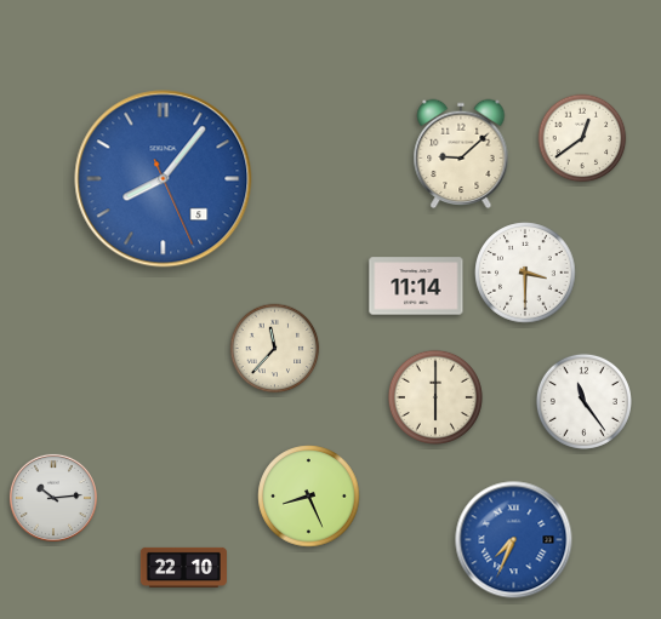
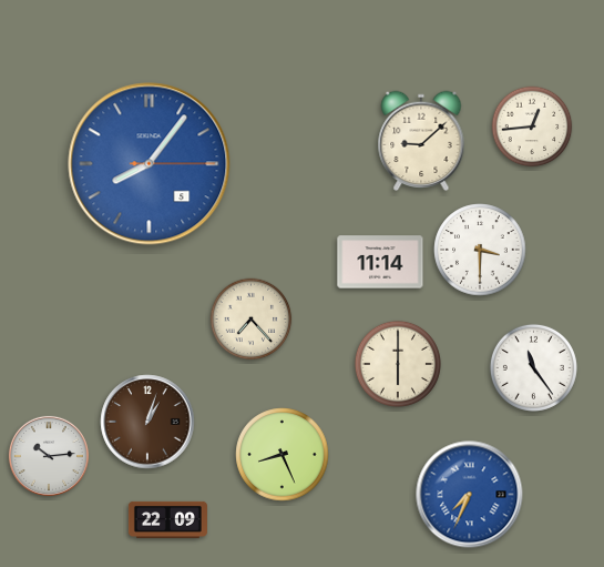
clock at (582, 138): 12:39 -> 12:44
clock at (164, 179): 8:06:26 -> 8:06:15
clock at (275, 349): 11:37 -> 7:23
clock at (147, 422): none -> 1:03
clock at (183, 567): 22:10 -> 22:09
